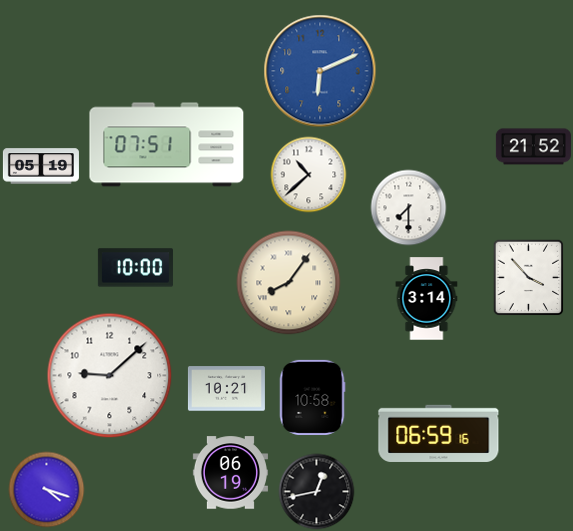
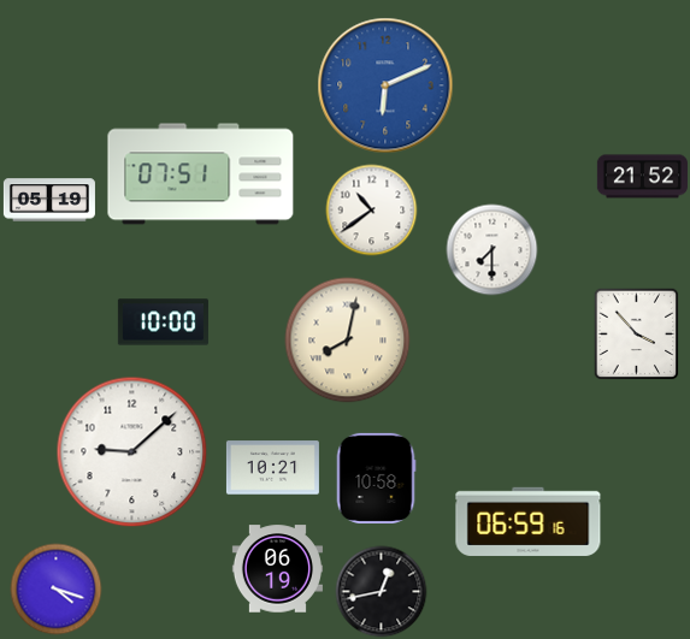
clock at (309, 175): 10:38 -> 10:39
clock at (289, 283): 8:06 -> 8:02
clock at (427, 299): 3:14 -> none
